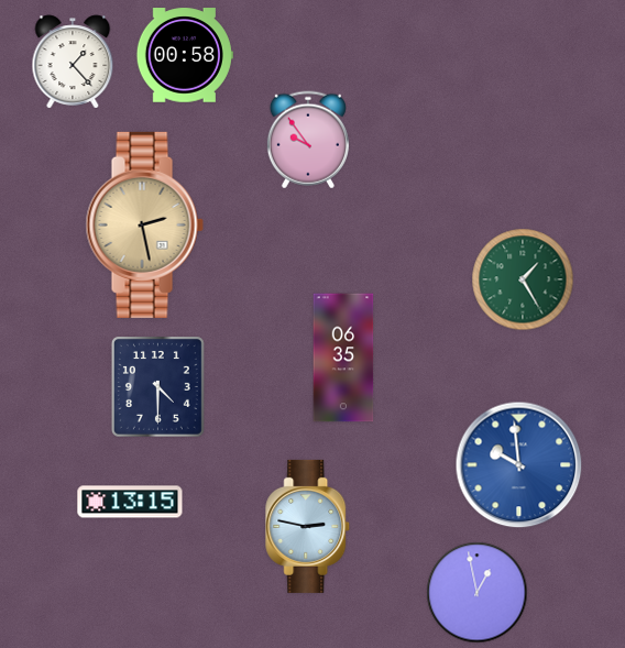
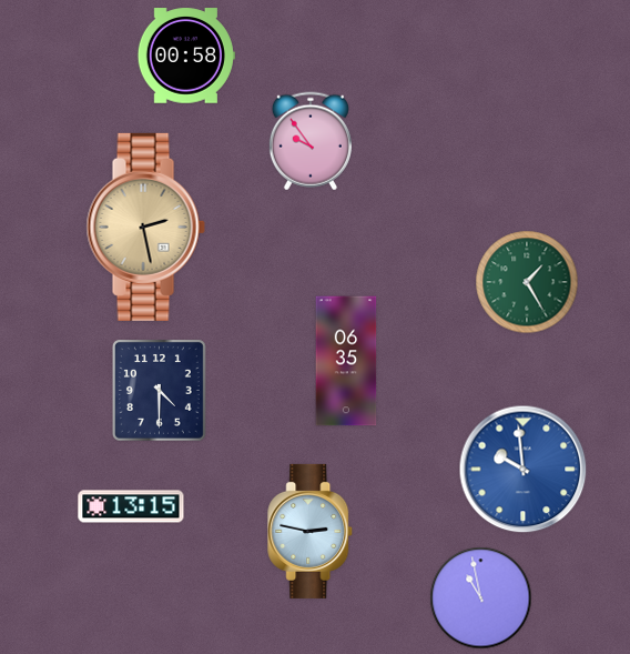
clock at (73, 62): 1:23 -> none
clock at (478, 593): 12:58 -> 10:58
